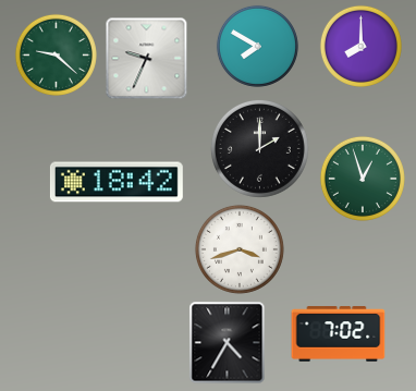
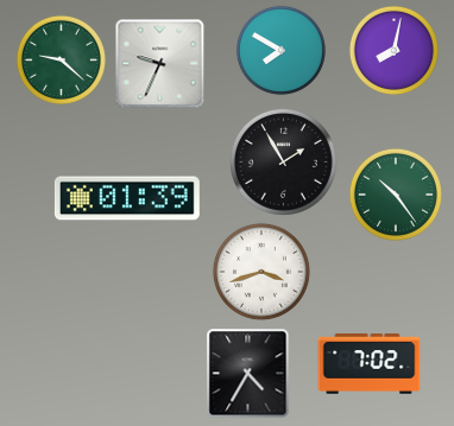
clock at (360, 46): 8:00 -> 8:02
clock at (259, 148): 2:00 -> 1:55
clock at (363, 179): 12:57 -> 10:24
clock at (117, 182): 18:42 -> 01:39
